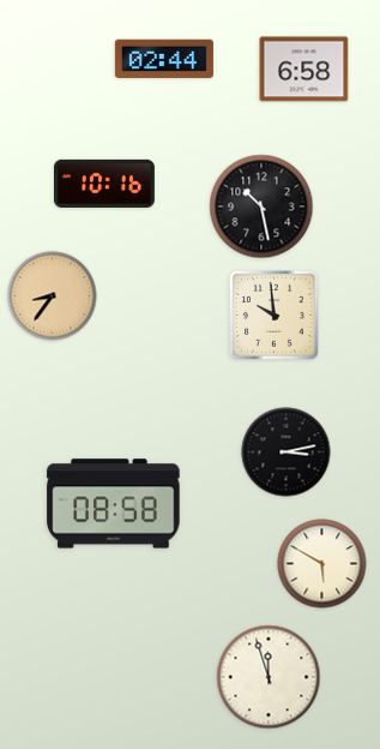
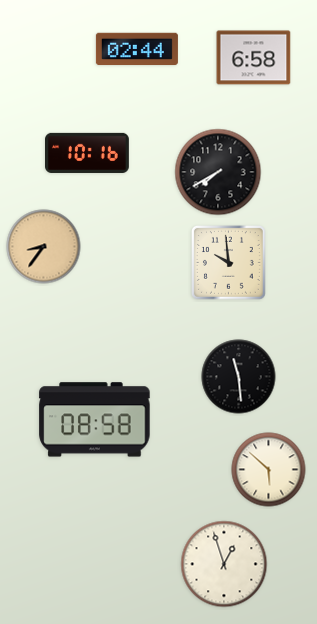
clock at (261, 206): 10:28 -> 7:40
clock at (286, 453): 3:13 -> 11:29
clock at (322, 564): 5:50 -> 5:52
clock at (269, 677): 11:57 -> 12:57
